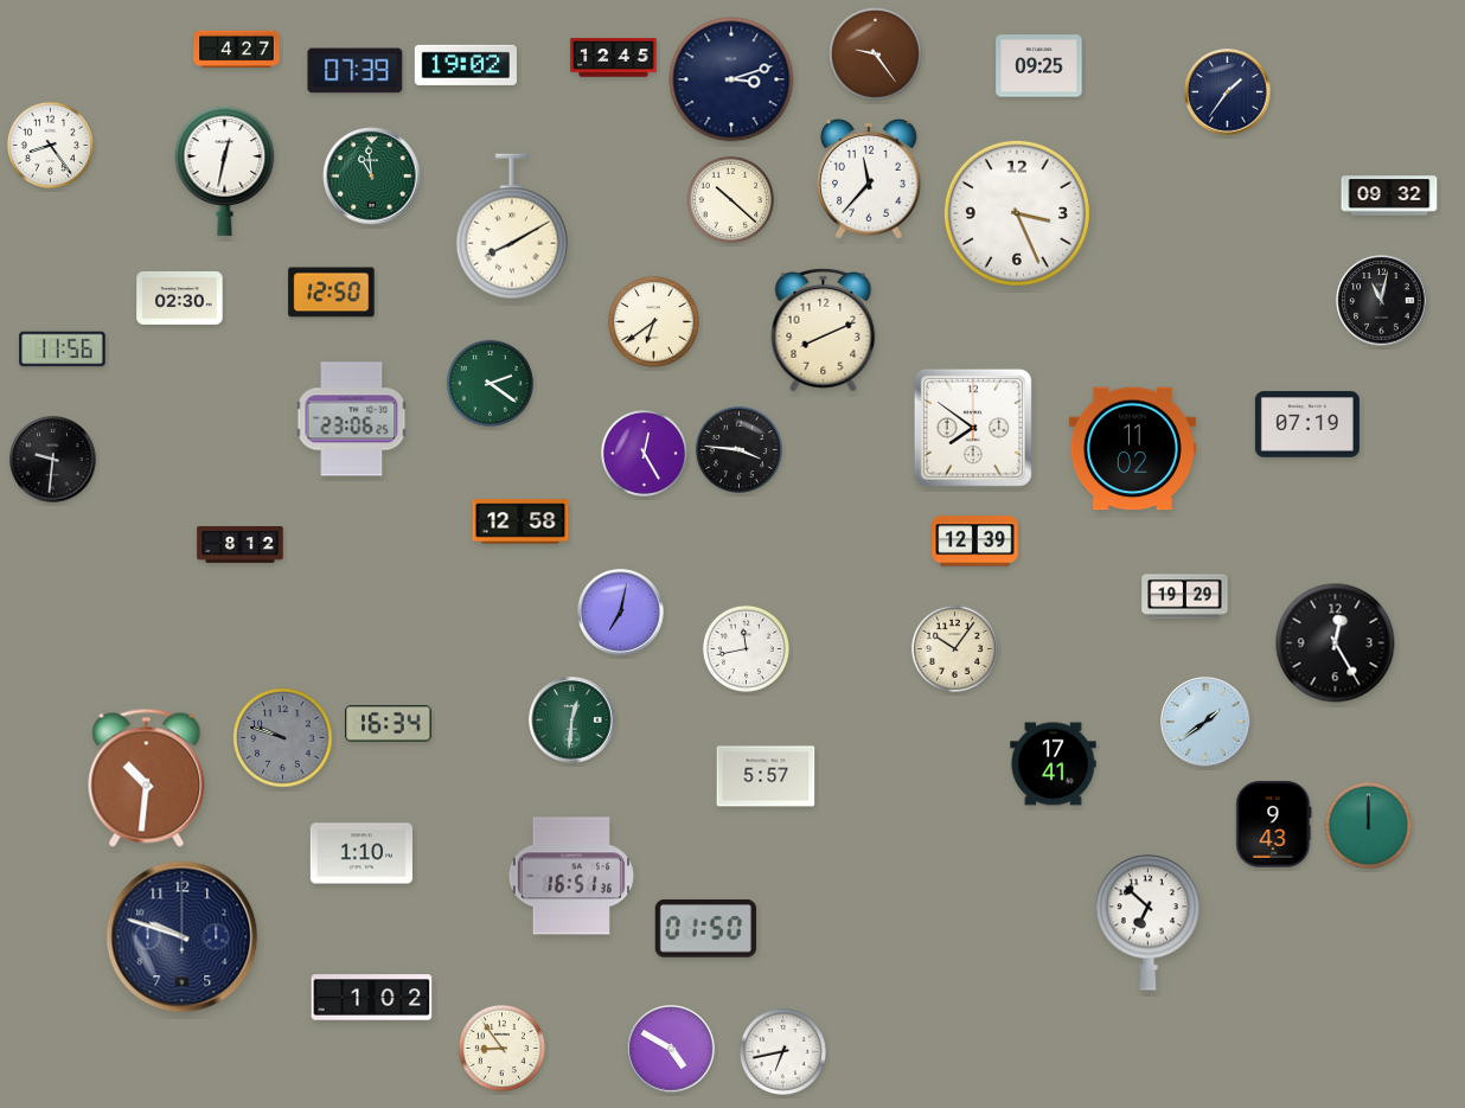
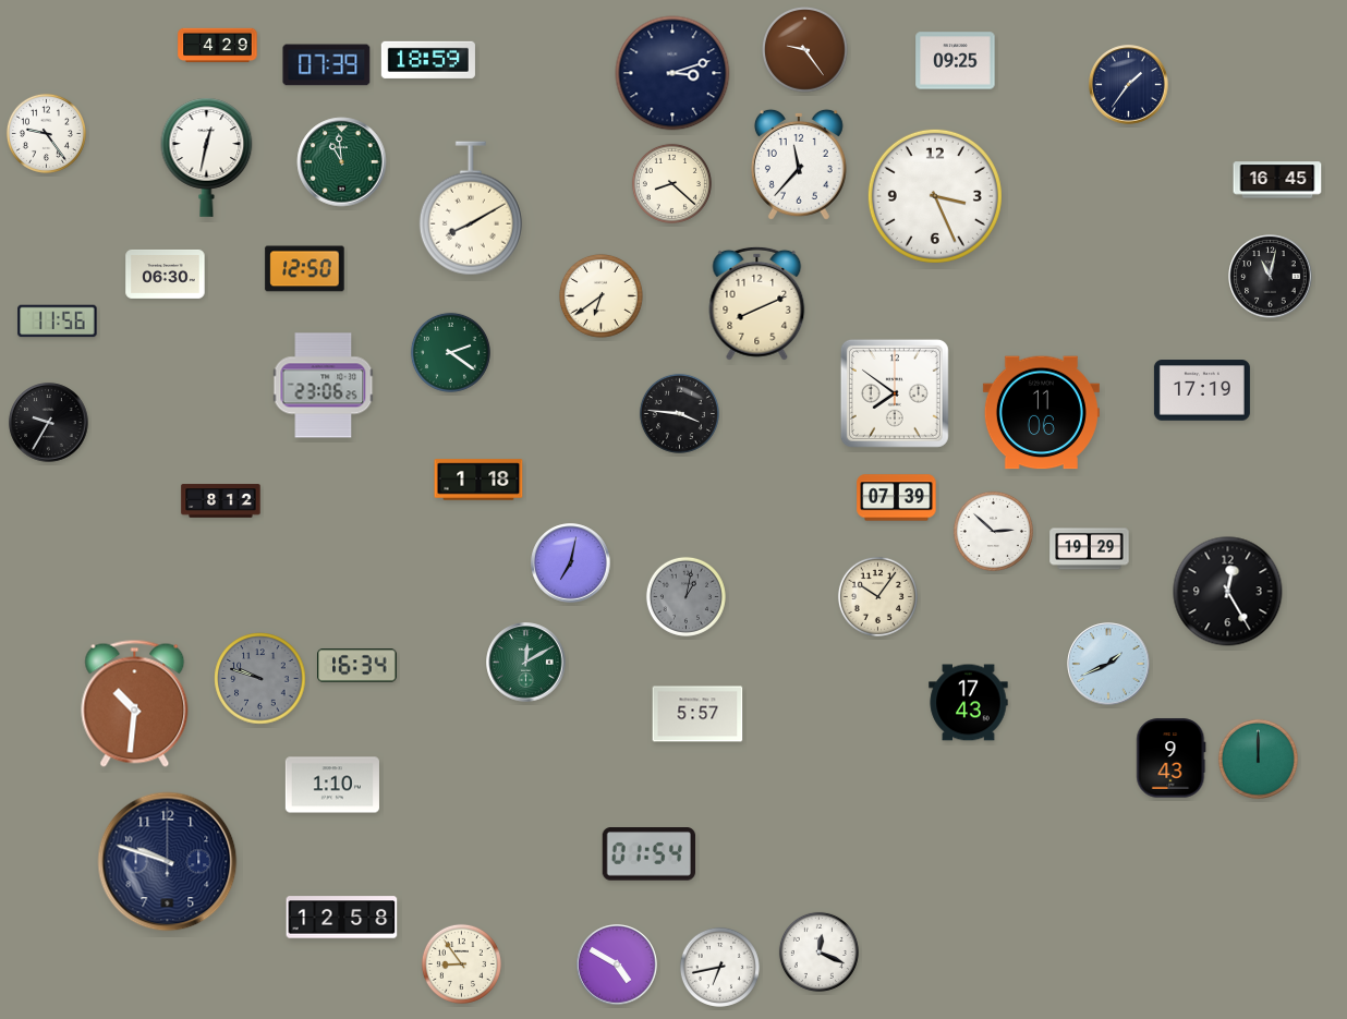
clock at (237, 50): 4:27 -> 4:29
clock at (614, 58): 12:45 -> none
clock at (466, 65): 19:02 -> 18:59
clock at (50, 145): 8:24 -> 9:24
clock at (1389, 196): 09:32 -> 16:45
clock at (730, 199): 10:22 -> 8:22
clock at (180, 297): 02:30 -> 06:30
clock at (1307, 424): 07:19 -> 17:19
clock at (1132, 449): 11:02 -> 11:06
clock at (644, 453): 12:25 -> none
clock at (53, 460): 9:31 -> 9:35
clock at (520, 521): 12:58 -> 1:18
clock at (975, 542): 12:39 -> 07:39
clock at (993, 531): none -> 2:52
clock at (746, 648): 11:43 -> 1:02
clock at (746, 648) dial: white -> grey
clock at (572, 720): 12:31 -> 12:10
clock at (1205, 722): 1:39 -> 1:41
clock at (1054, 764): 17:41 -> 17:43
clock at (766, 776) position: (766, 776) -> (697, 714)
clock at (147, 777) position: (147, 777) -> (135, 703)
clock at (570, 876): 16:51 -> none
clock at (1149, 923): 6:52 -> none
clock at (705, 929): 01:50 -> 01:54
clock at (372, 998): 1:02 -> 12:58
clock at (818, 951): none -> 12:19
